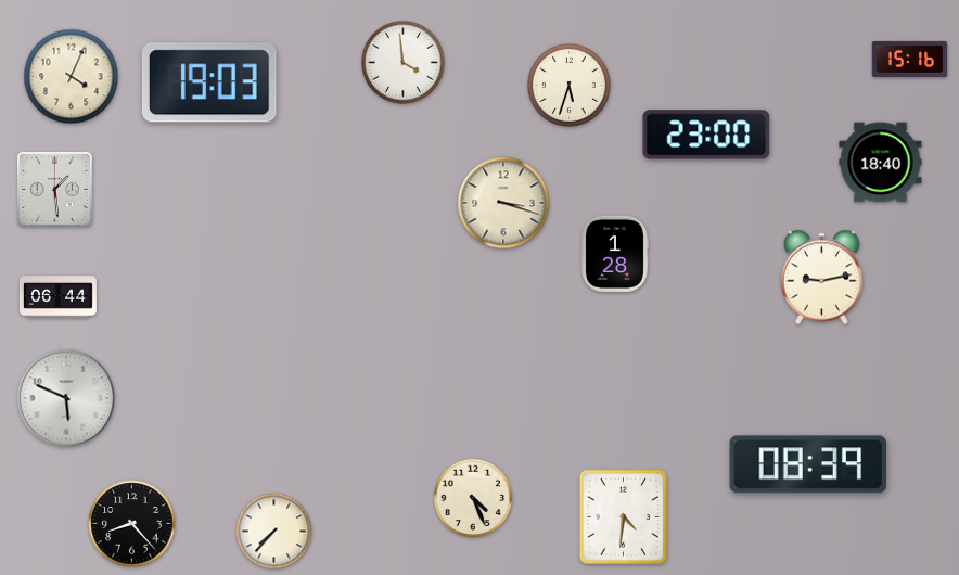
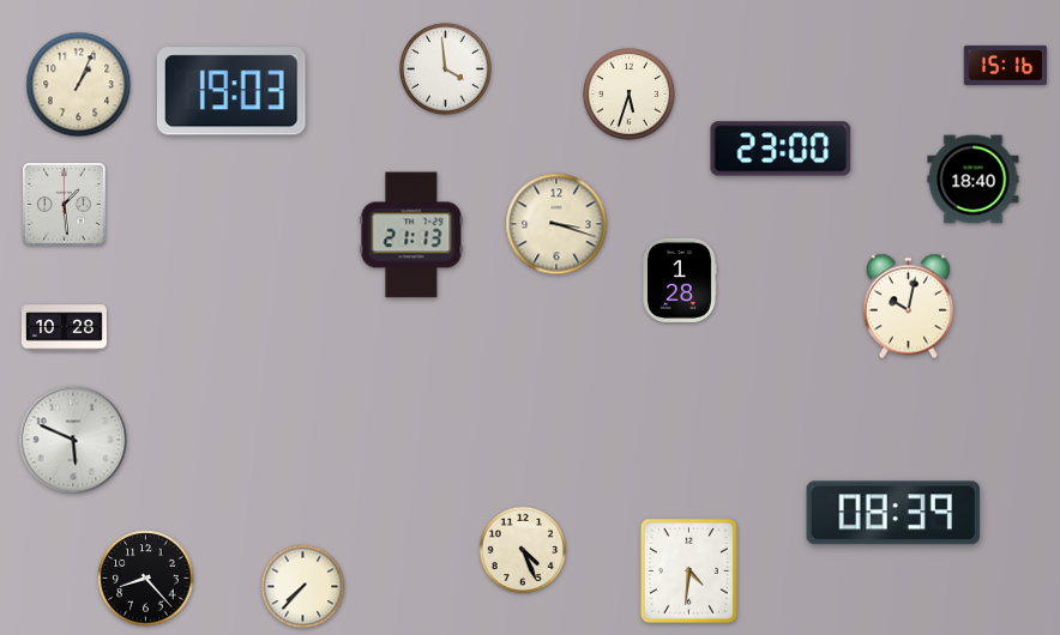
clock at (72, 77): 4:04 -> 1:04
clock at (55, 190) position: (55, 190) -> (65, 205)
clock at (411, 235): none -> 21:13
clock at (821, 278): 9:13 -> 10:02
clock at (57, 297): 06:44 -> 10:28
